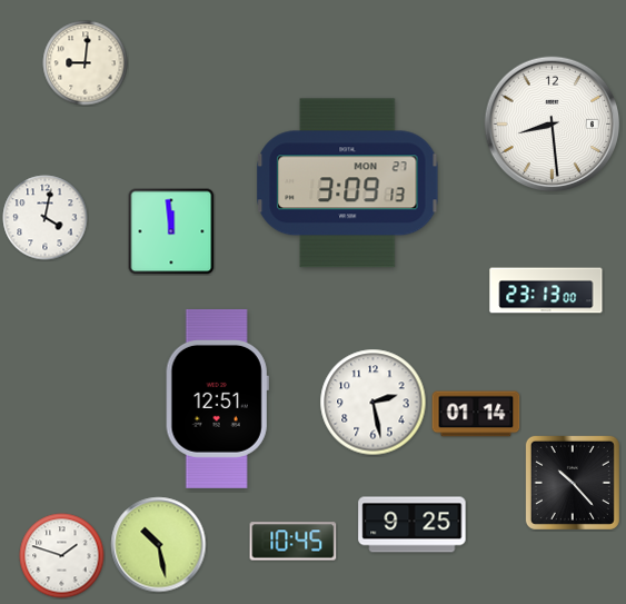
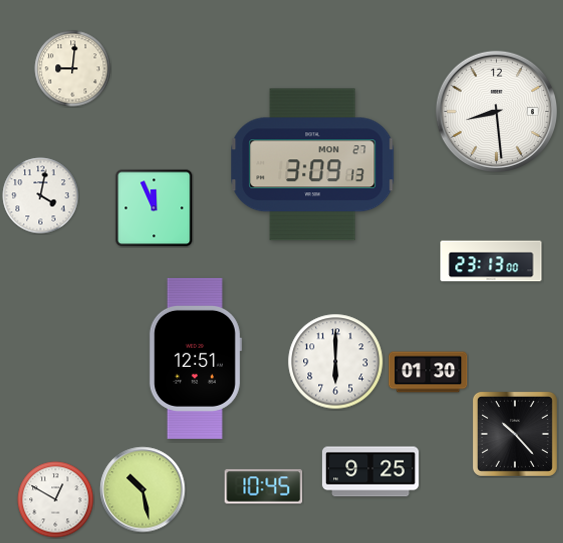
clock at (86, 63) position: (86, 63) -> (73, 69)
clock at (171, 231): 11:59 -> 11:56
clock at (374, 403): 2:28 -> 6:00
clock at (476, 414): 01:14 -> 01:30
clock at (62, 556): 1:48 -> 12:50
